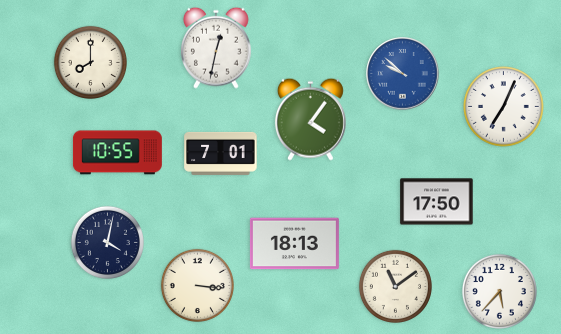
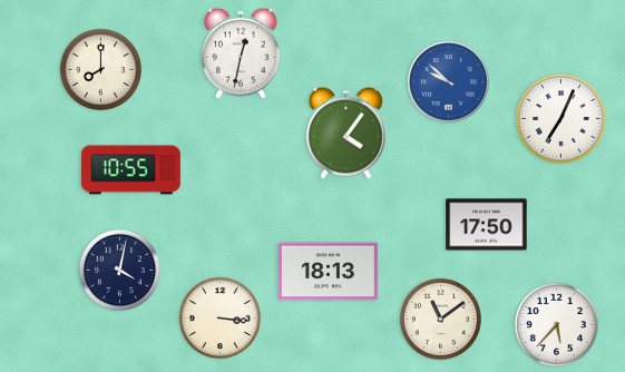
clock at (221, 153): 7:01 -> none
